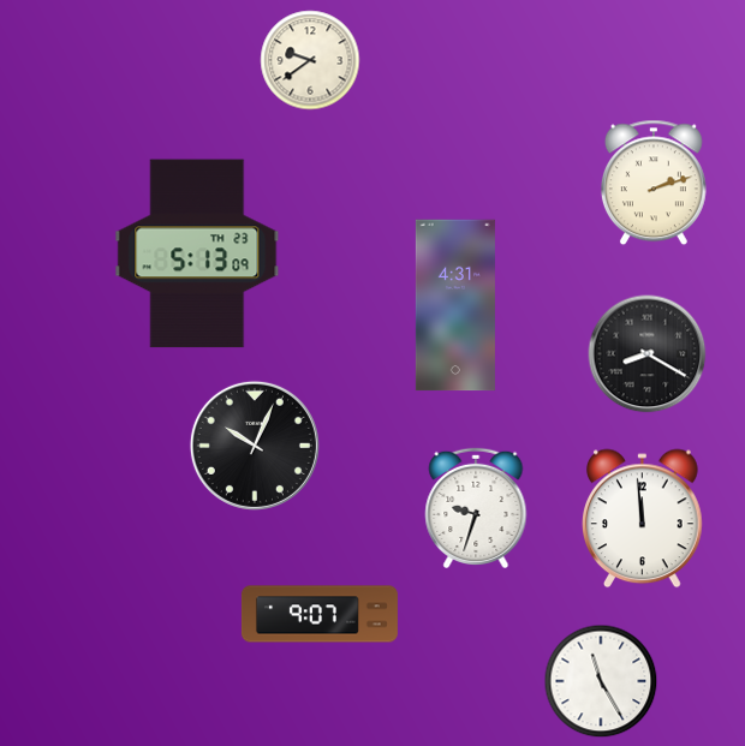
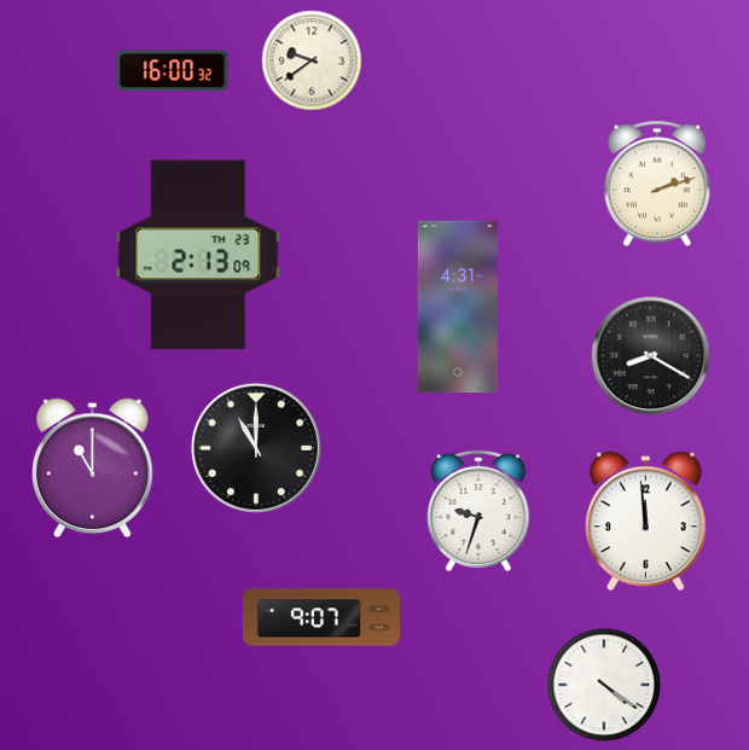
clock at (173, 71): none -> 16:00
clock at (197, 253): 5:13 -> 2:13
clock at (255, 446): 10:04 -> 11:00
clock at (93, 469): none -> 11:00
clock at (601, 681): 11:25 -> 4:21
